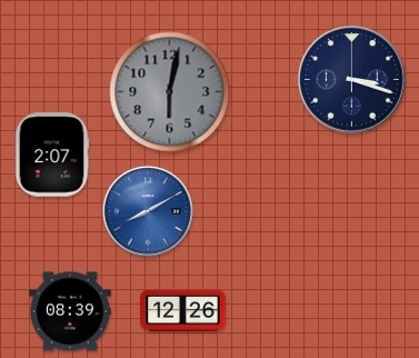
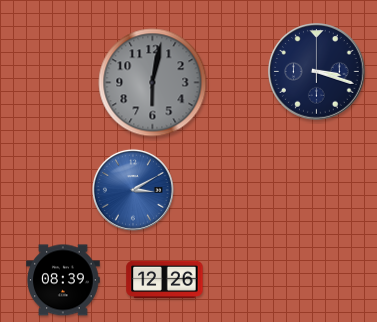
clock at (52, 155): 2:07 -> none
clock at (148, 211): 8:10 -> 3:10
